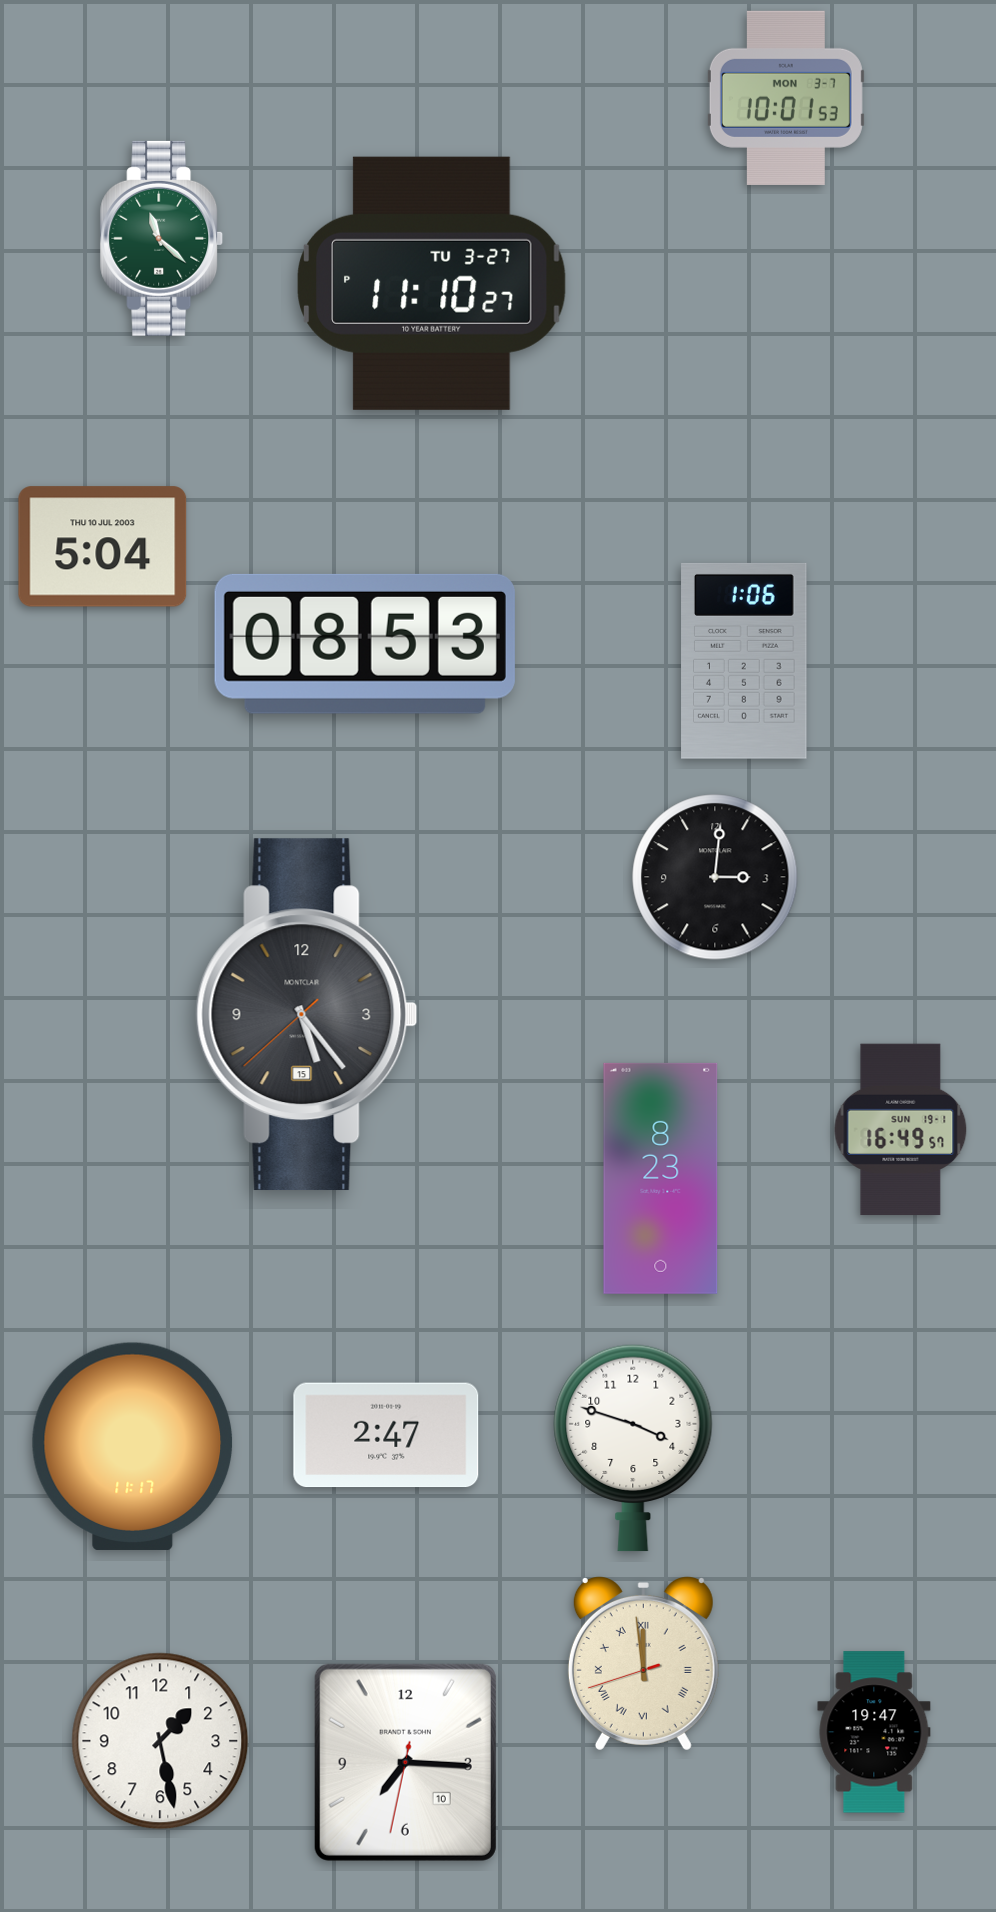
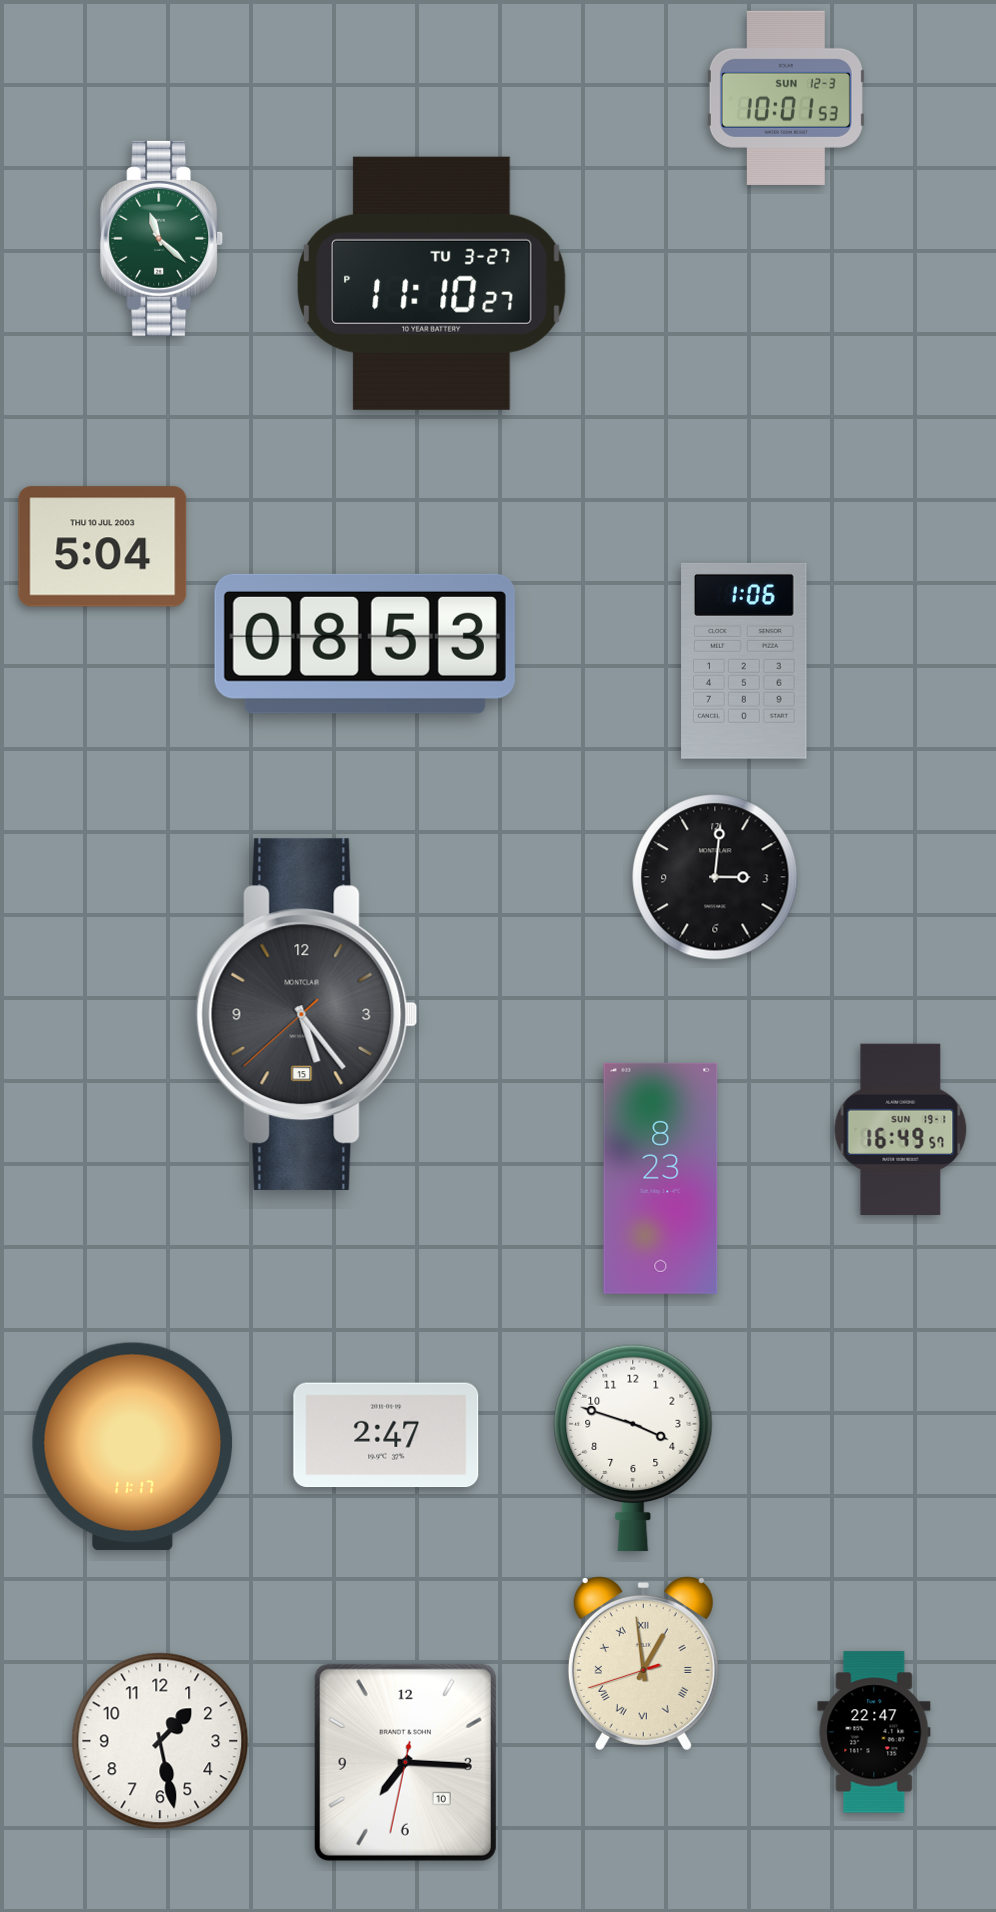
clock at (786, 98) date: MON 3-7 -> SUN 12-3
clock at (643, 1664): 11:58 -> 12:58
clock at (874, 1732): 19:47 -> 22:47
